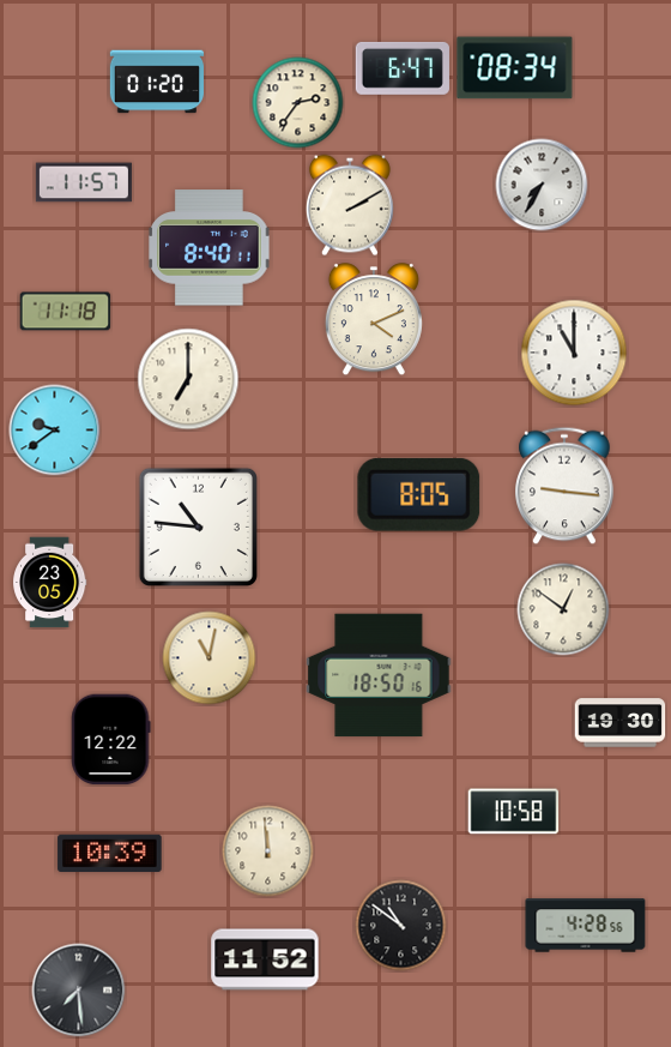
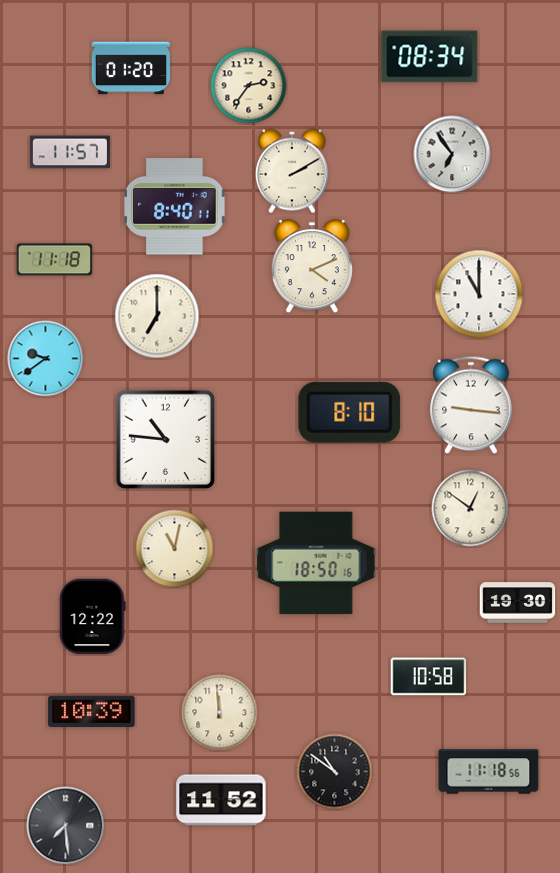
clock at (403, 68): 6:47 -> none
clock at (542, 185): 7:35 -> 6:54
clock at (419, 494): 8:05 -> 8:10
clock at (50, 583): 23:05 -> none
clock at (268, 852) position: (268, 852) -> (220, 713)
clock at (586, 926): 4:28 -> 11:18
